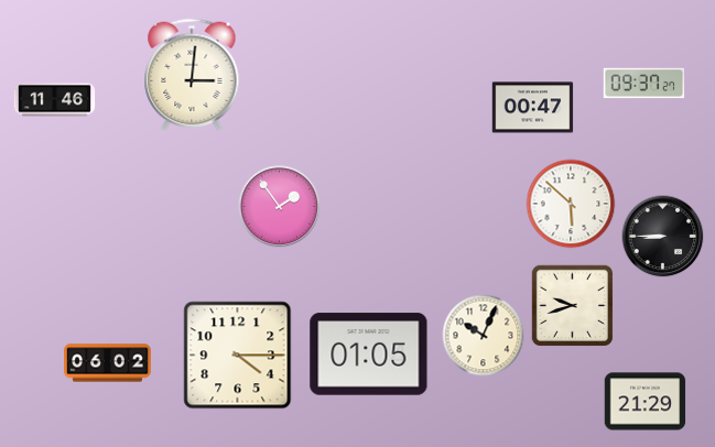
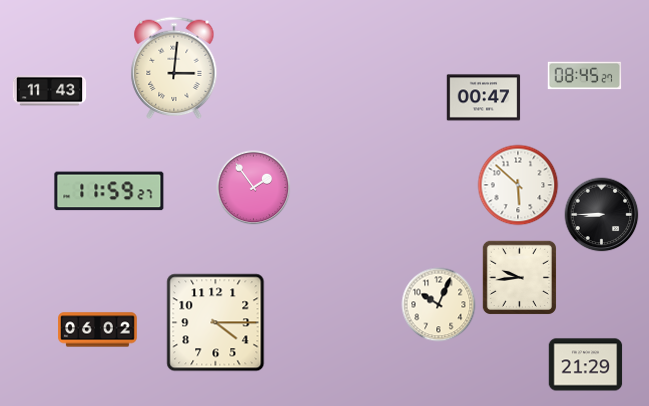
clock at (644, 84): 09:37 -> 08:45
clock at (55, 100): 11:46 -> 11:43
clock at (109, 191): none -> 11:59
clock at (572, 305): 9:42 -> 9:44
clock at (369, 355): 01:05 -> none
